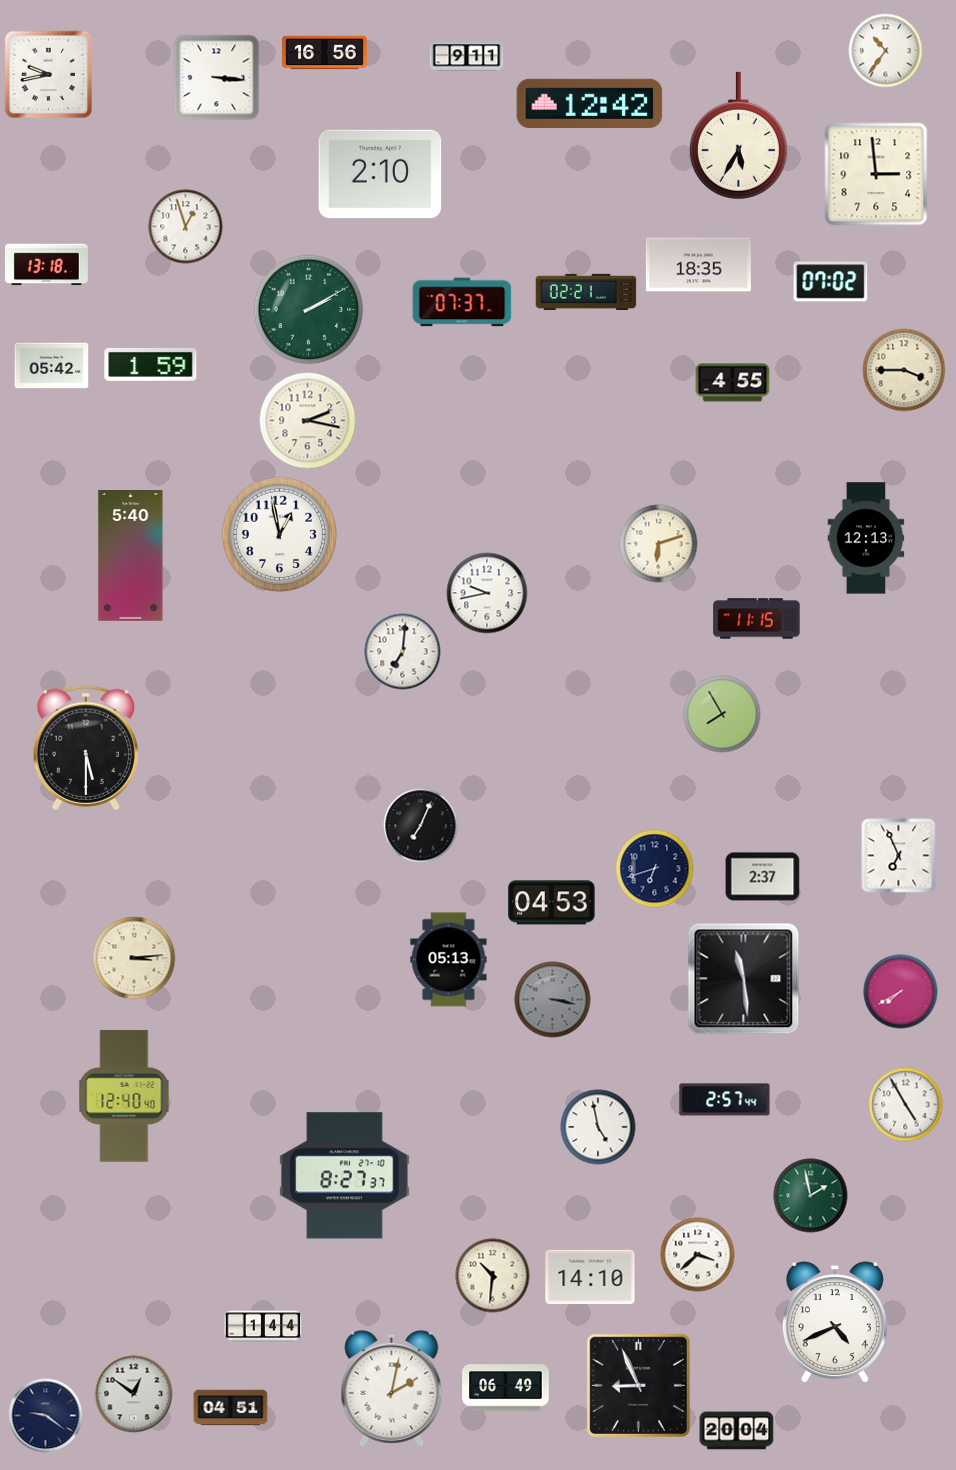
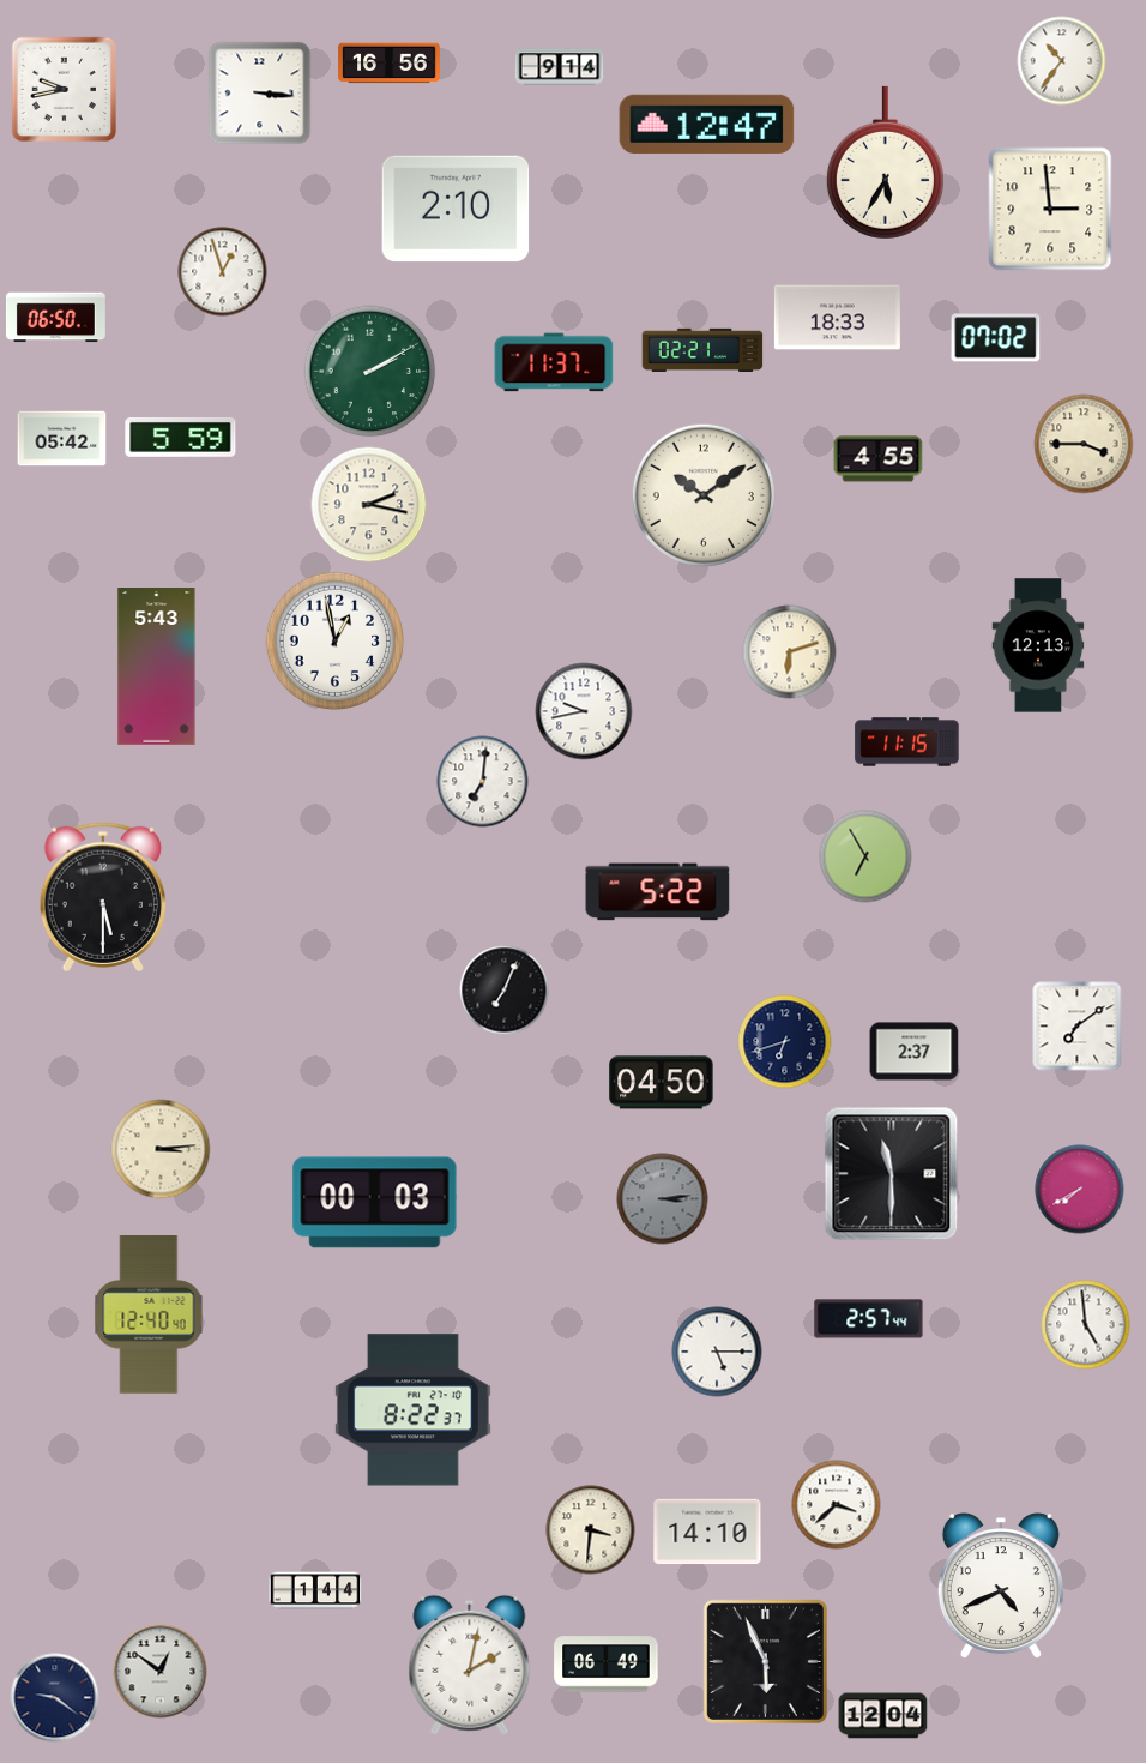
clock at (467, 56): 9:11 -> 9:14
clock at (49, 75) position: (49, 75) -> (65, 90)
clock at (590, 103): 12:42 -> 12:47
clock at (46, 265): 13:18 -> 06:50
clock at (698, 265): 18:35 -> 18:33
clock at (462, 302): 07:37 -> 11:37
clock at (151, 364): 1:59 -> 5:59
clock at (704, 495): none -> 10:09
clock at (131, 556): 5:40 -> 5:43
clock at (722, 714): 7:55 -> 6:55
clock at (658, 892): none -> 5:22
clock at (899, 856): 6:56 -> 7:09
clock at (552, 903): 04:53 -> 04:50
clock at (449, 960): 05:13 -> none
clock at (744, 979): 11:29 -> 11:30
clock at (553, 1000): 3:17 -> 3:14
clock at (375, 1203): none -> 00:03
clock at (906, 1105): 4:55 -> 4:59
clock at (598, 1127): 4:58 -> 5:15
clock at (344, 1176): 8:27 -> 8:22
clock at (811, 1196): 1:58 -> none
clock at (493, 1276): 10:31 -> 3:31
clock at (638, 1385): 8:56 -> 5:56
clock at (231, 1408): 04:51 -> none
clock at (737, 1431): 20:04 -> 12:04
